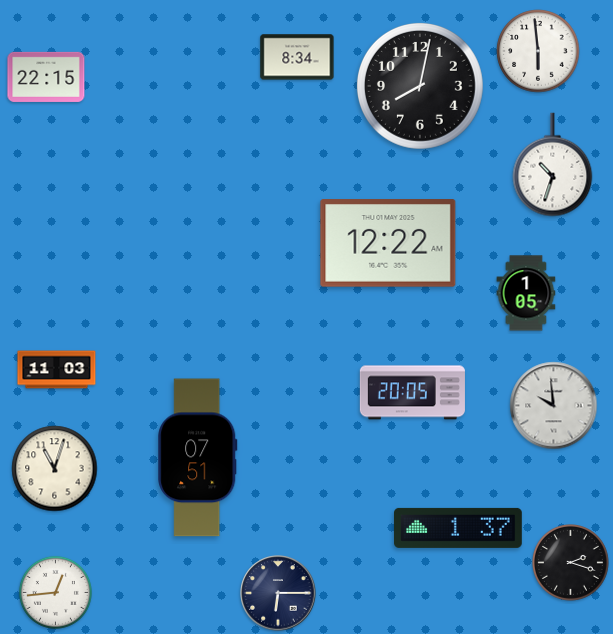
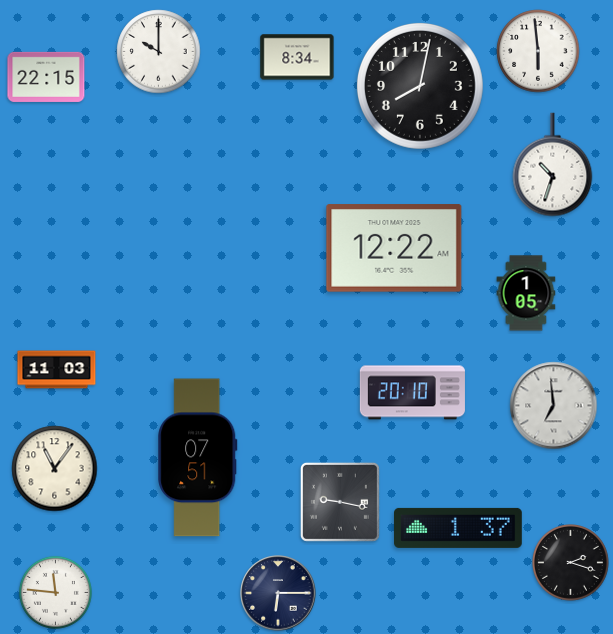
clock at (159, 52): none -> 10:00
clock at (388, 243) position: (388, 243) -> (394, 248)
clock at (412, 393): 20:05 -> 20:10
clock at (554, 406): 9:59 -> 6:59
clock at (55, 469): 11:03 -> 11:06
clock at (340, 502): none -> 9:17
clock at (55, 592): 12:44 -> 11:46
